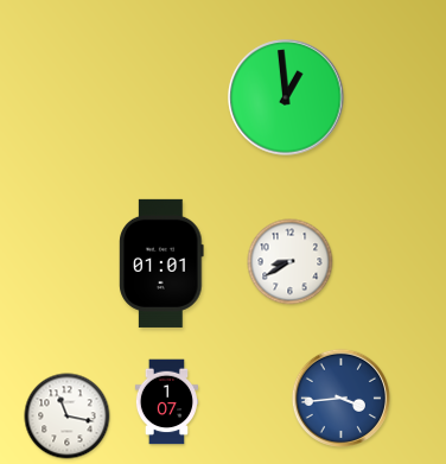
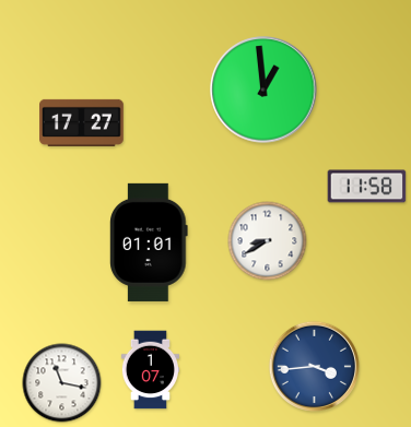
clock at (82, 122): none -> 17:27
clock at (367, 187): none -> 11:58
clock at (167, 402) position: (167, 402) -> (151, 370)
